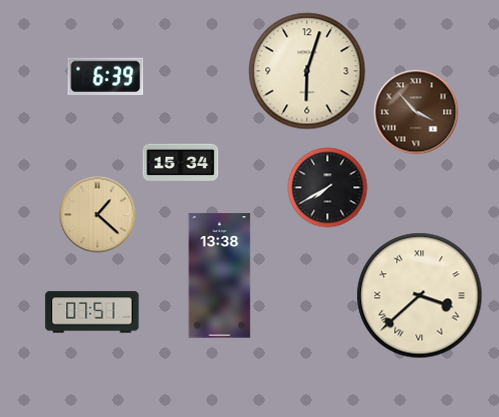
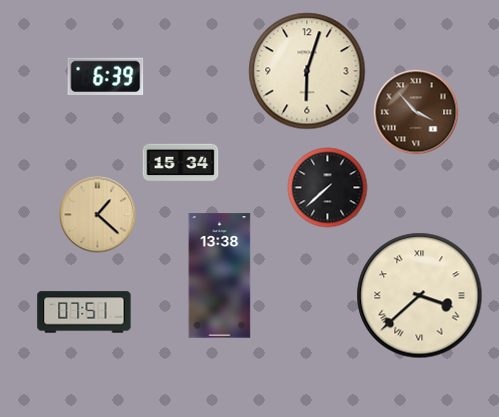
clock at (328, 188): 7:40 -> 7:38
clock at (92, 312) position: (92, 312) -> (84, 312)
